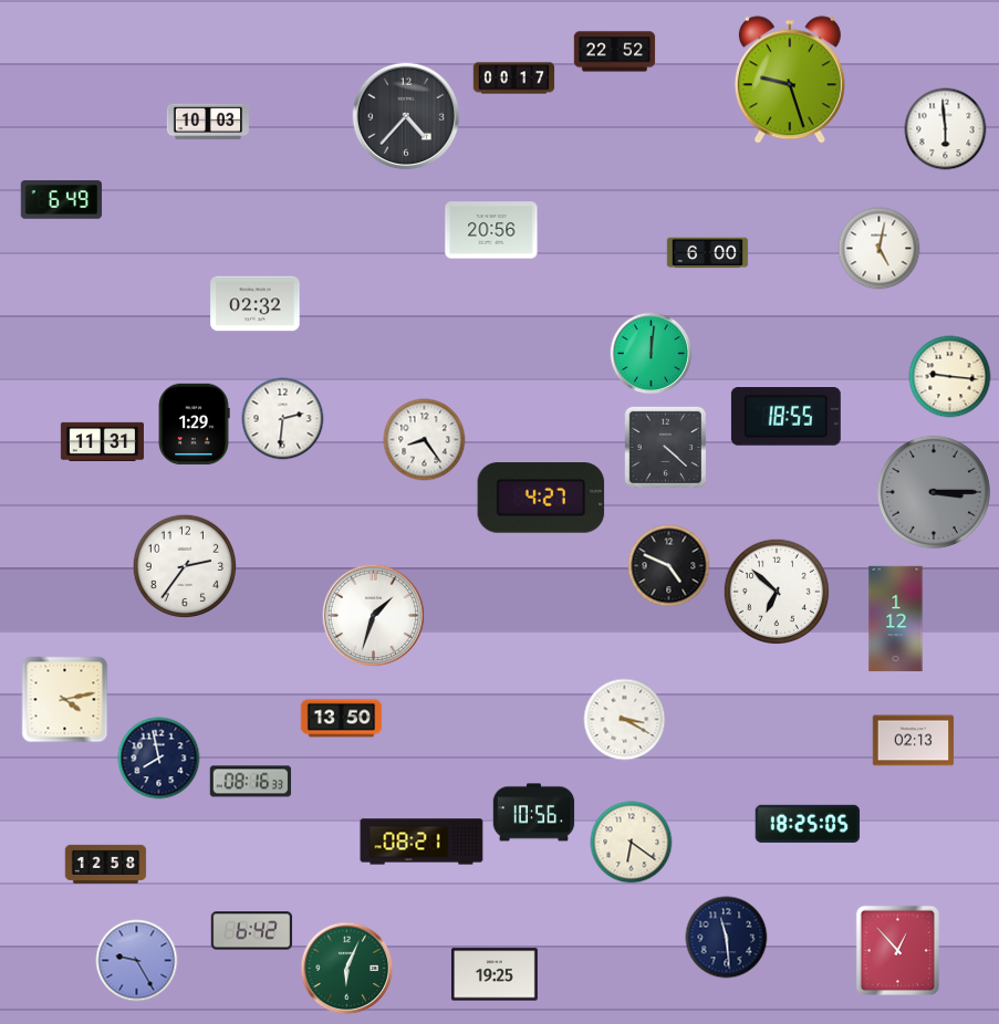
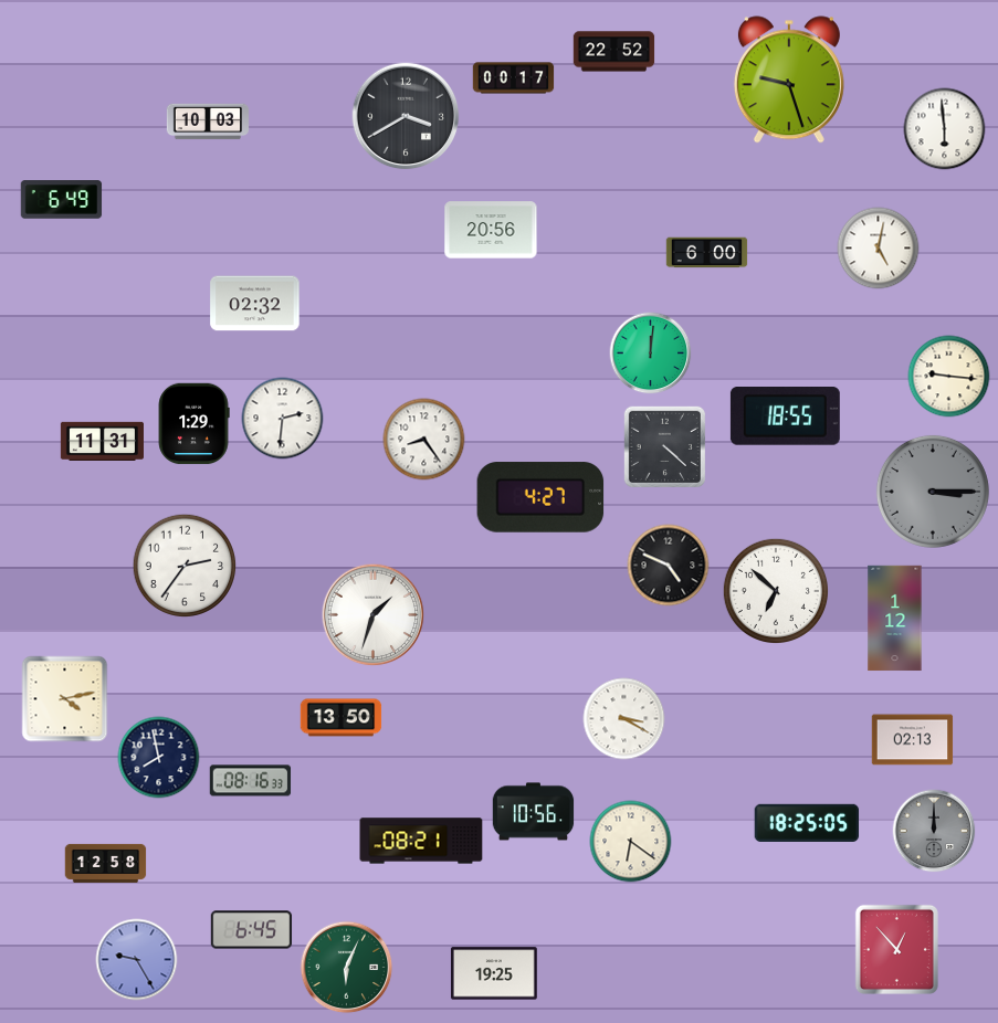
clock at (406, 116): 4:37 -> 3:40
clock at (934, 831): none -> 12:00
clock at (252, 931): 6:42 -> 6:45
clock at (727, 938): 11:29 -> none
